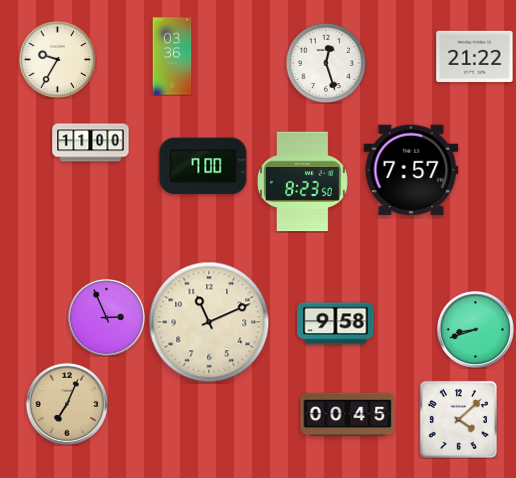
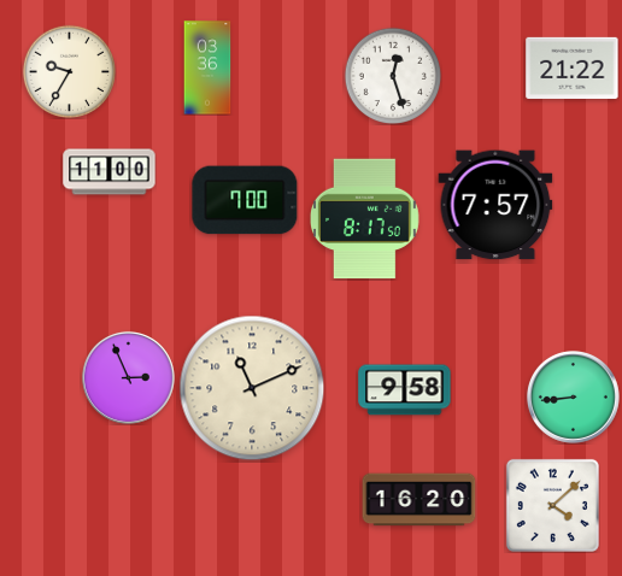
clock at (302, 182): 8:23 -> 8:17
clock at (106, 317) position: (106, 317) -> (128, 377)
clock at (475, 329): 8:42 -> 8:44
clock at (67, 404): 7:04 -> none
clock at (348, 415): 00:45 -> 16:20
